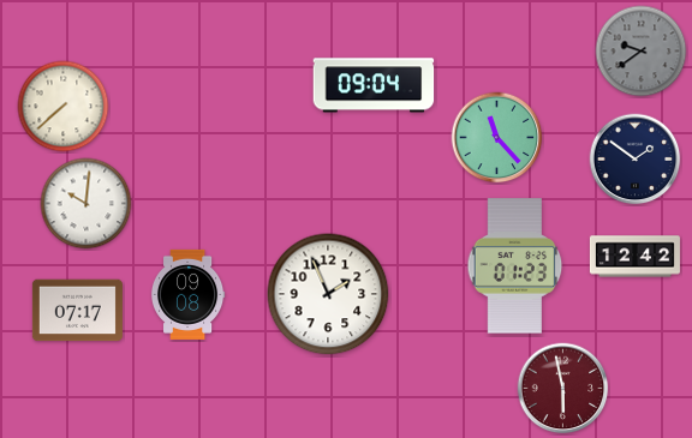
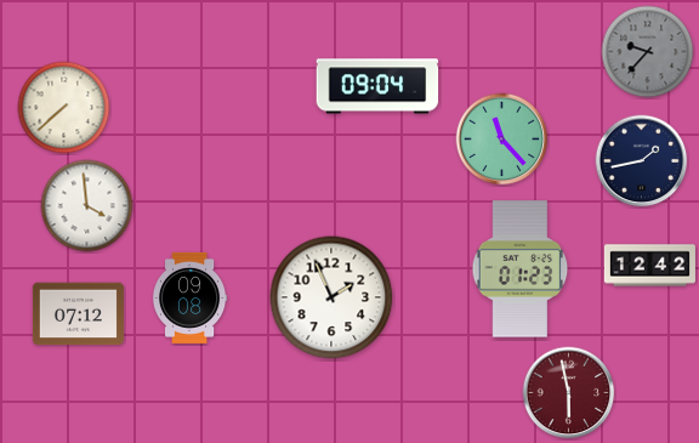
clock at (642, 52): 9:39 -> 9:37
clock at (636, 160): 1:51 -> 1:43
clock at (86, 204): 10:01 -> 3:59
clock at (634, 257) position: (634, 257) -> (649, 266)
clock at (77, 311): 07:17 -> 07:12
